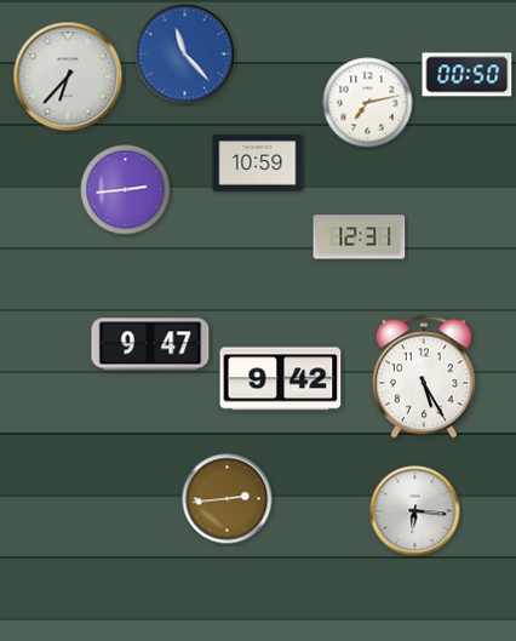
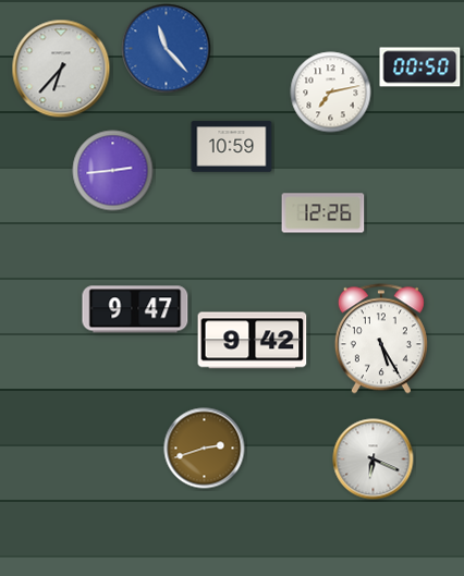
clock at (360, 237): 12:31 -> 12:26
clock at (228, 499): 2:44 -> 2:42
clock at (415, 511): 6:16 -> 6:19
